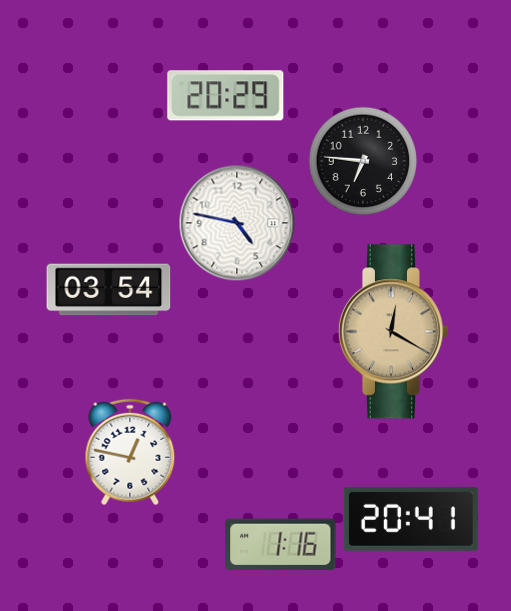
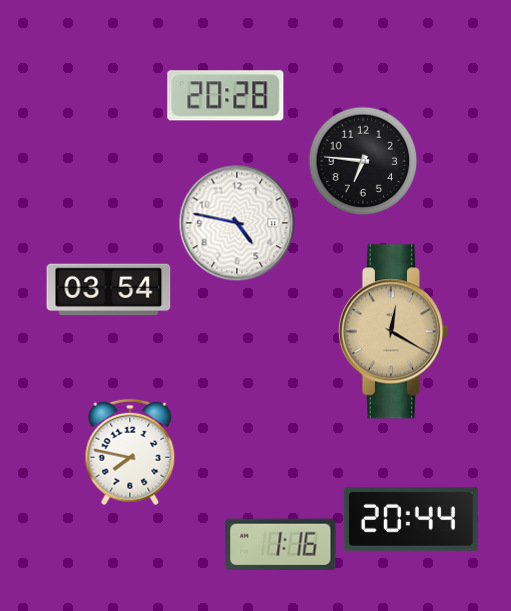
clock at (226, 96): 20:29 -> 20:28
clock at (130, 452): 12:47 -> 7:47
clock at (411, 519): 20:41 -> 20:44
